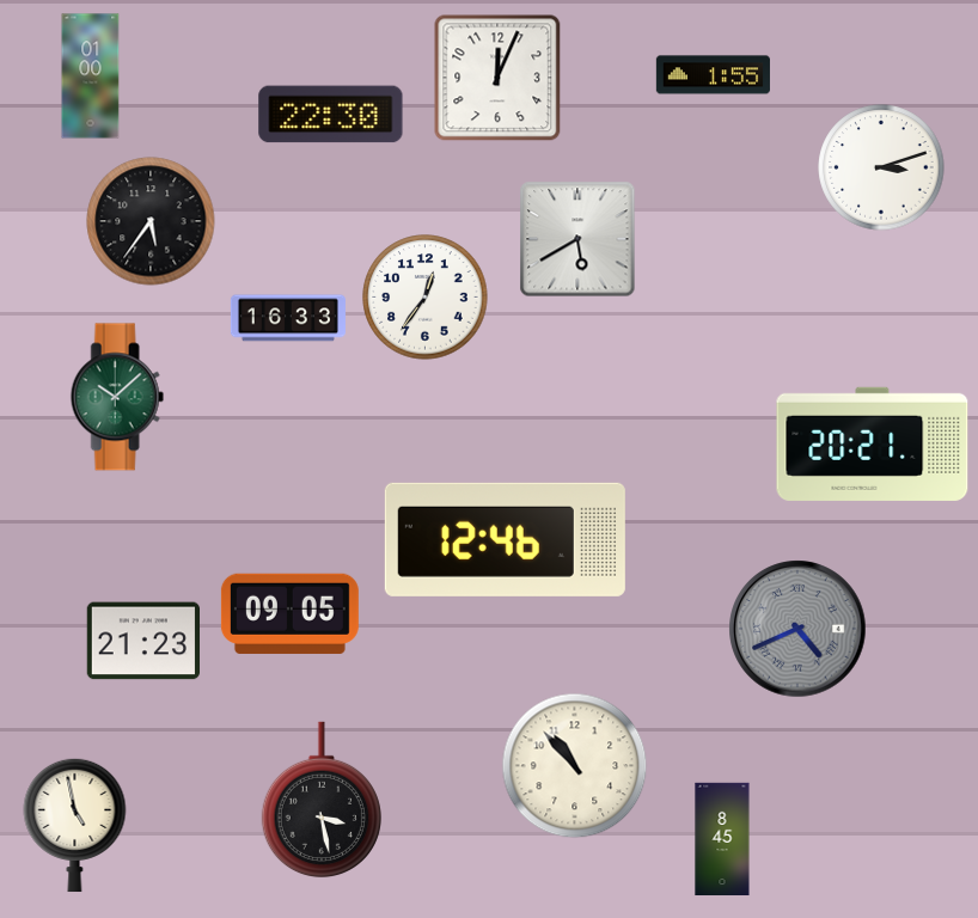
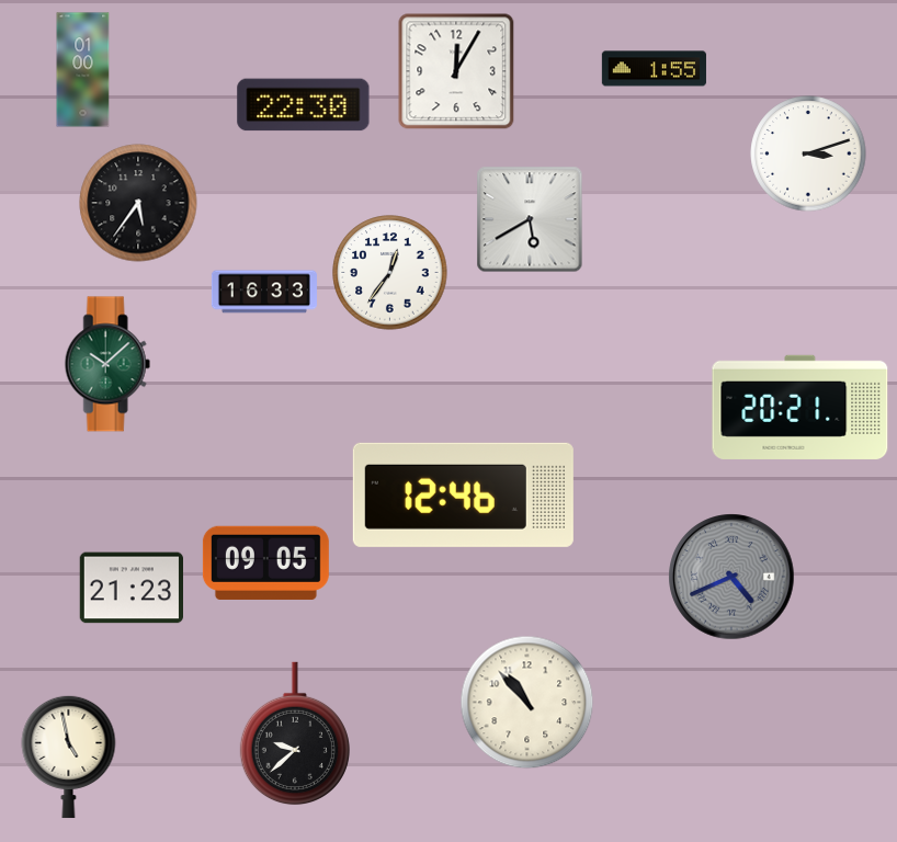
clock at (497, 78): 12:04 -> 12:05
clock at (322, 800): 3:28 -> 9:38
clock at (722, 839): 8:45 -> none
